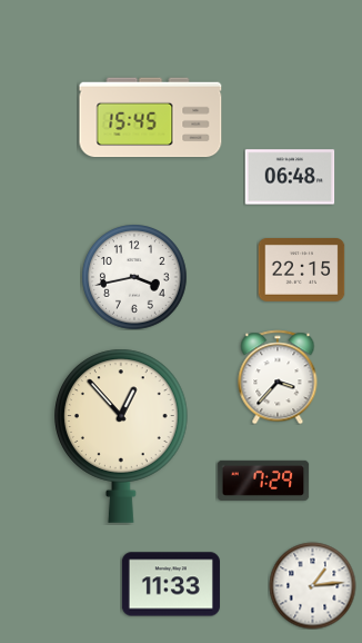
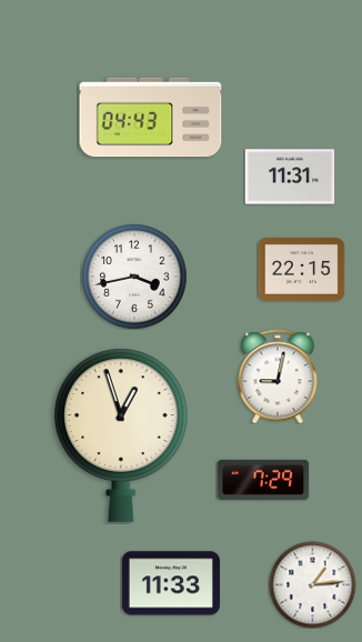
clock at (151, 118): 15:45 -> 04:43
clock at (290, 177): 06:48 -> 11:31
clock at (278, 377): 3:37 -> 9:02
clock at (122, 436): 12:53 -> 12:57
